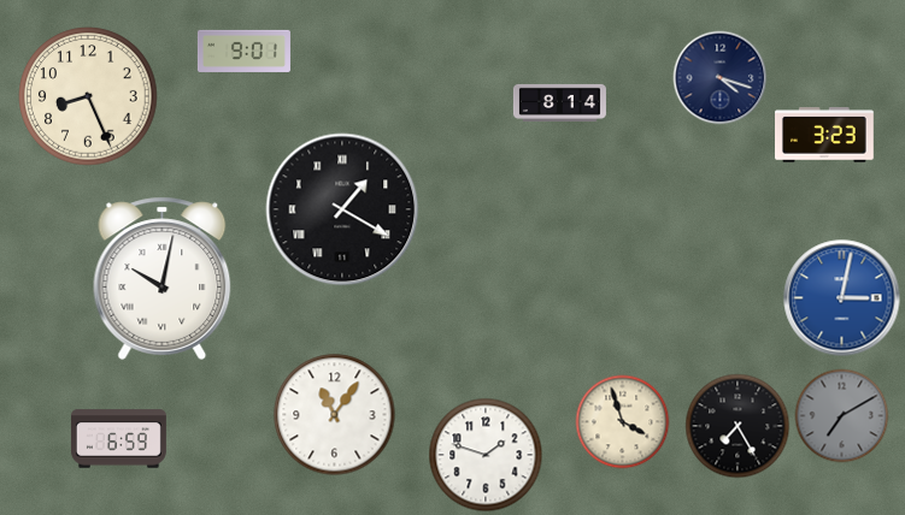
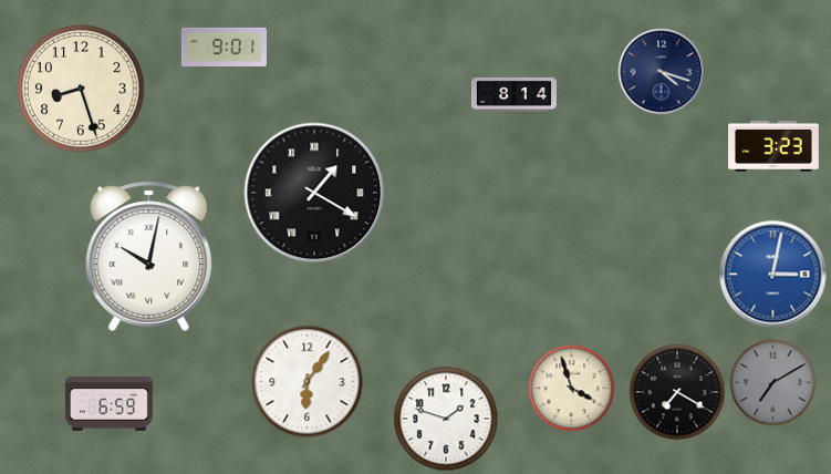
clock at (88, 96): 8:26 -> 8:27
clock at (825, 135) position: (825, 135) -> (775, 146)
clock at (335, 415): 11:06 -> 6:06
clock at (737, 426): 7:25 -> 7:20
